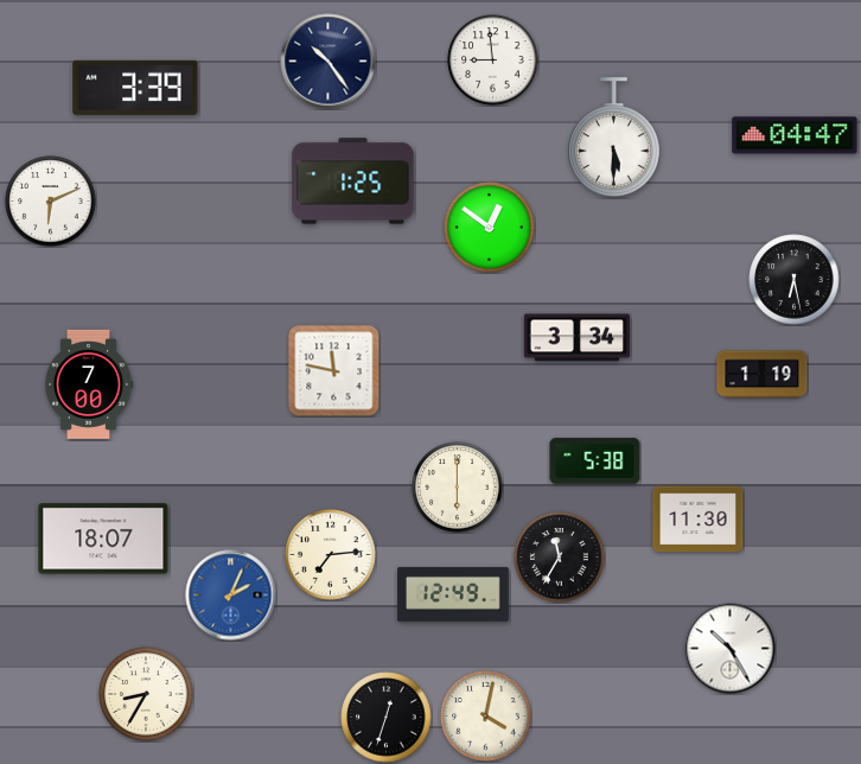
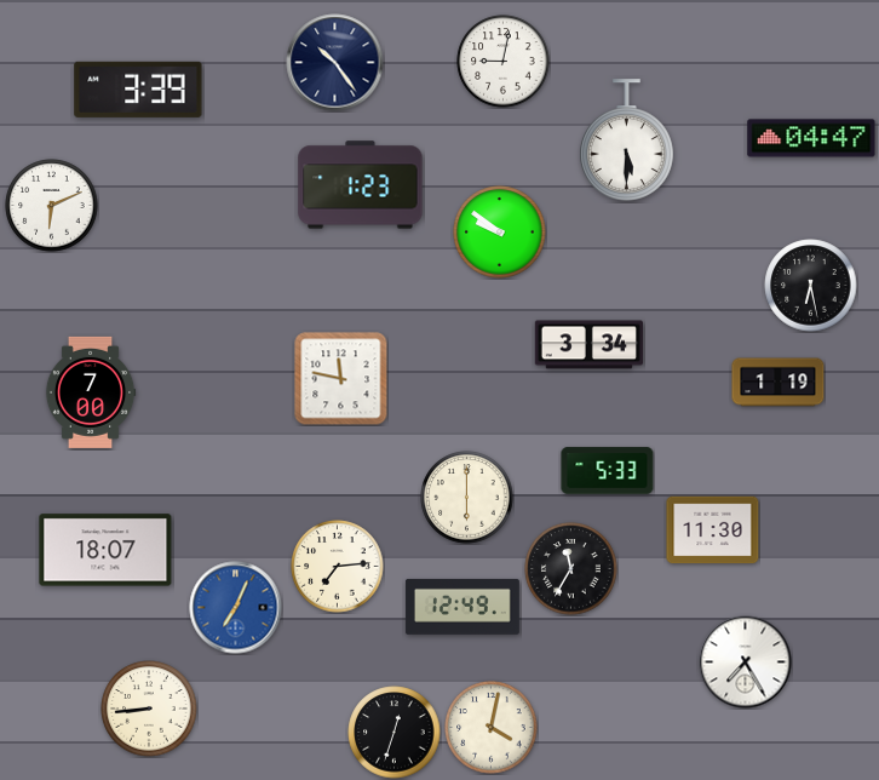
clock at (493, 61): 8:59 -> 9:02
clock at (353, 182): 1:25 -> 1:23
clock at (490, 228): 12:51 -> 9:51
clock at (595, 461): 5:38 -> 5:33
clock at (231, 596): 2:04 -> 7:04
clock at (731, 649): 10:25 -> 7:25
clock at (146, 694): 8:35 -> 8:44
clock at (486, 717) position: (486, 717) -> (492, 728)
